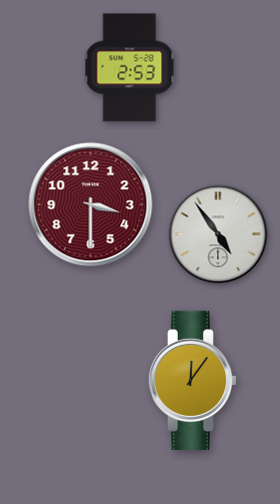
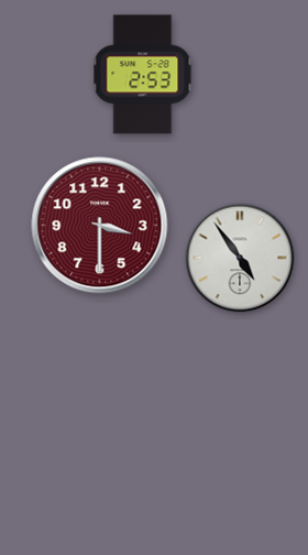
clock at (193, 380): 12:06 -> none
